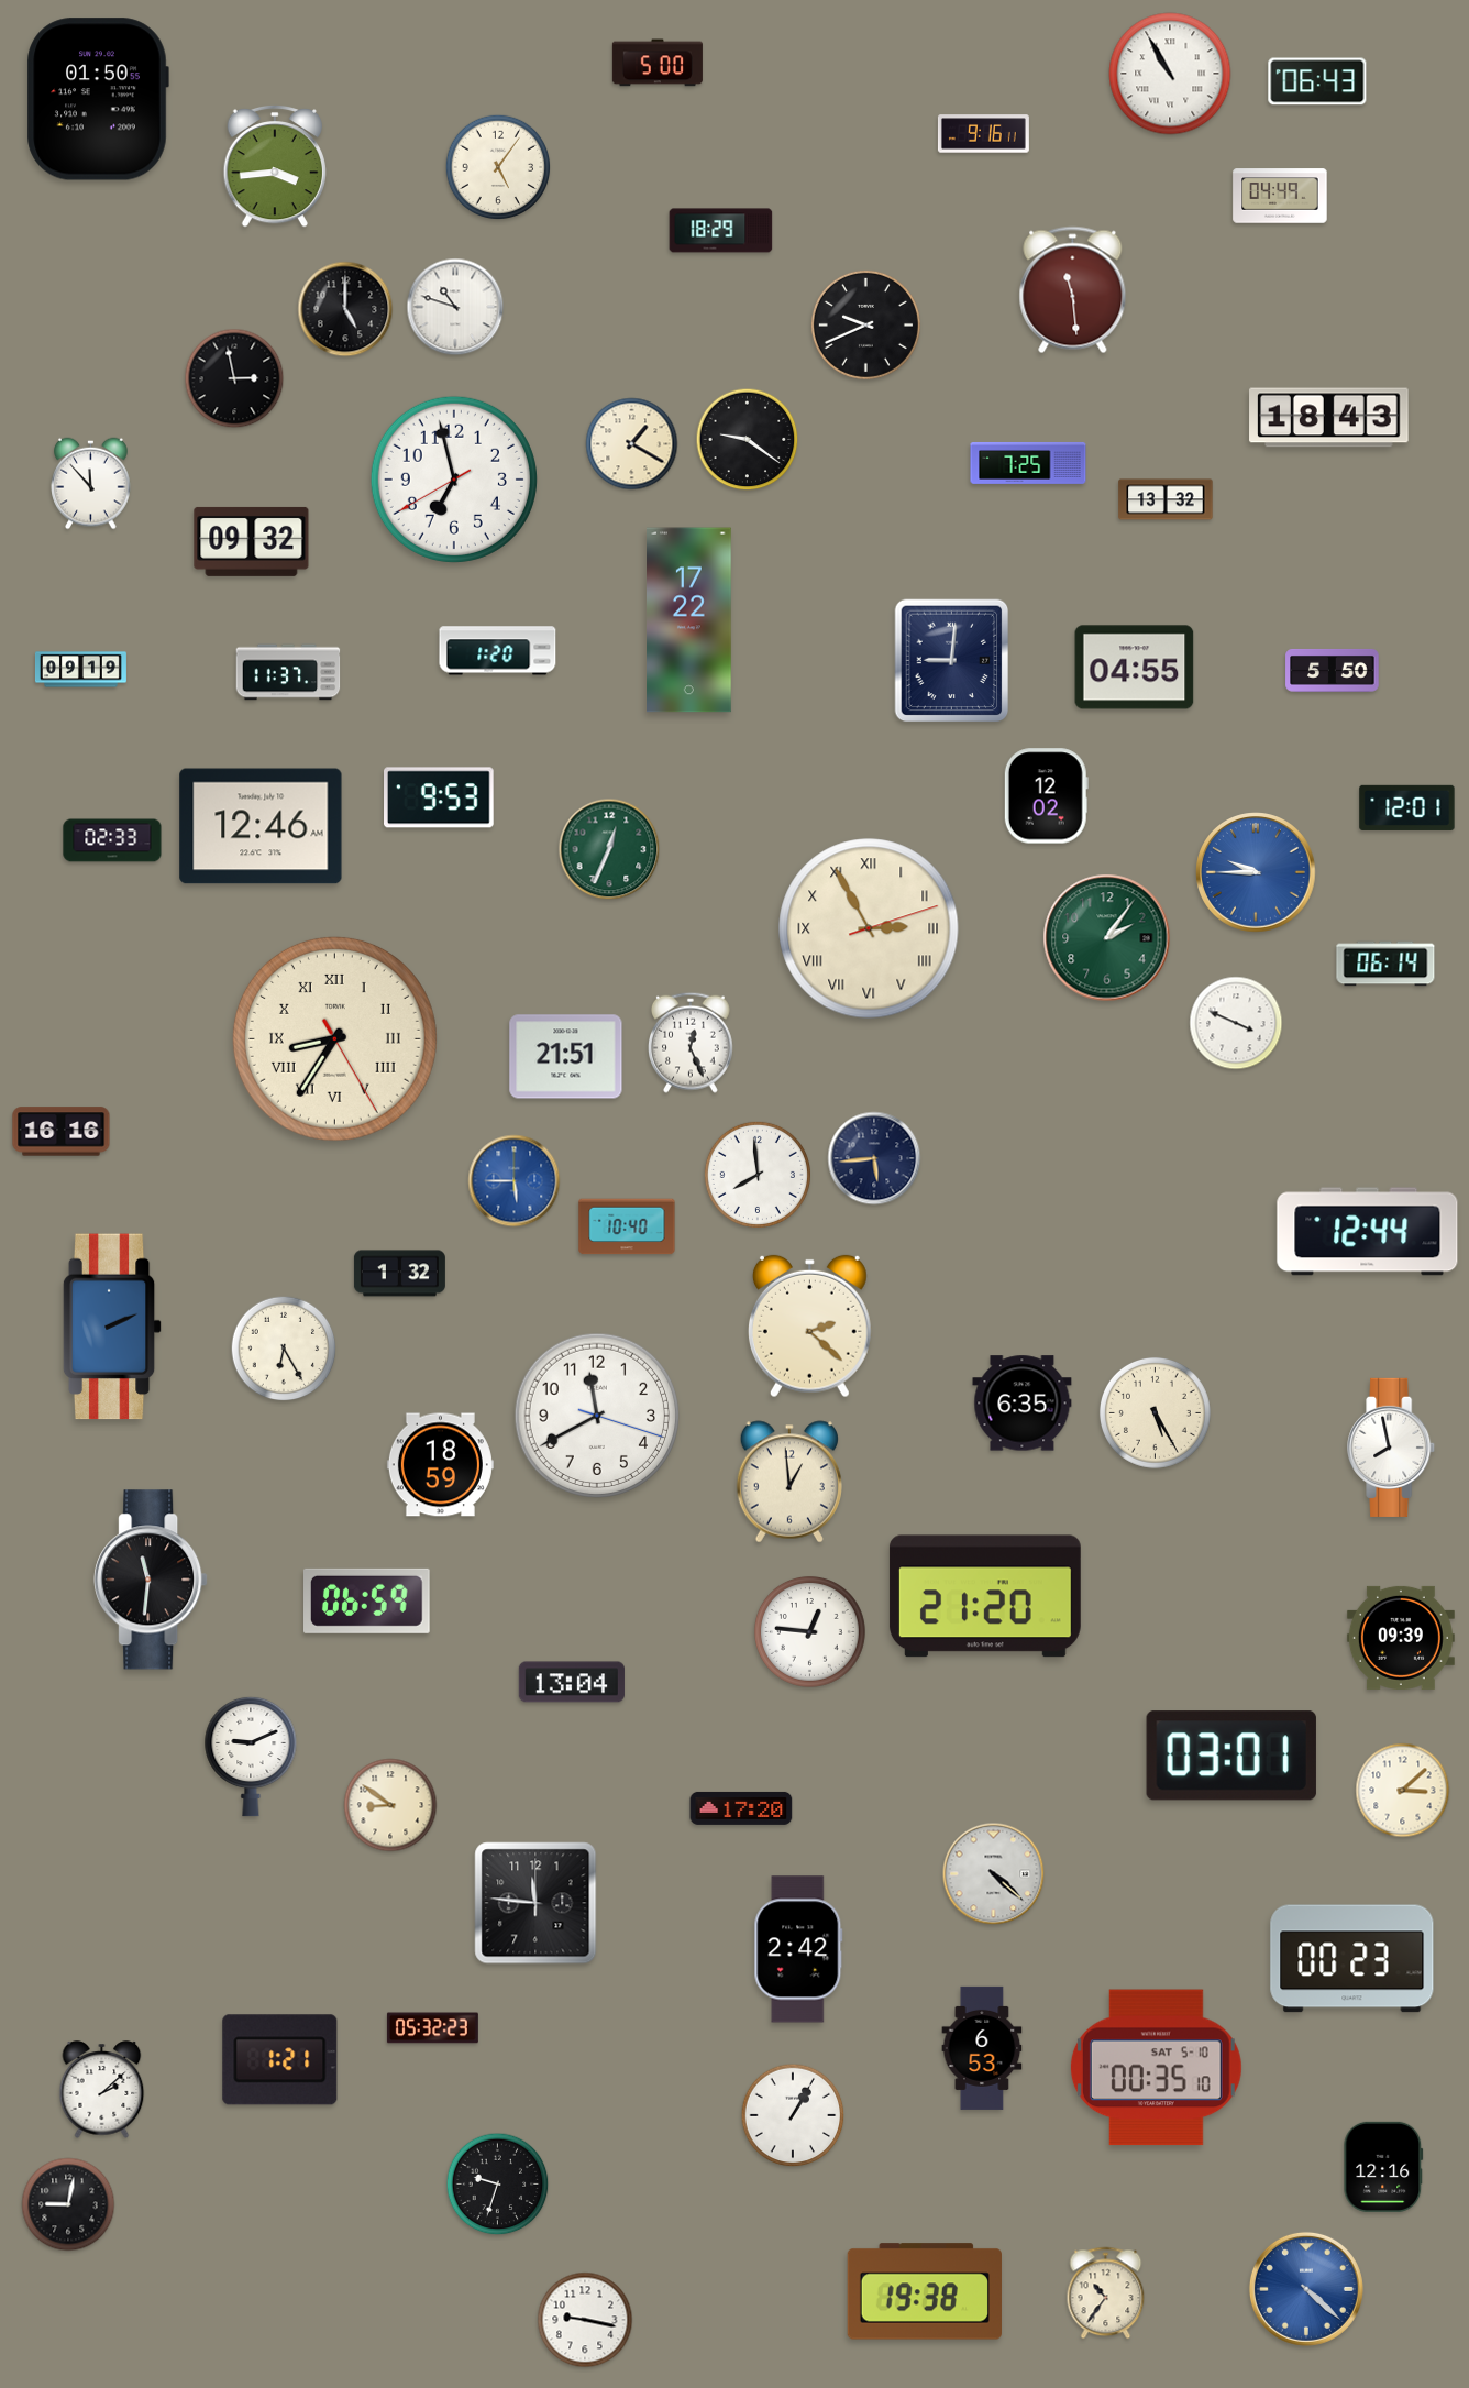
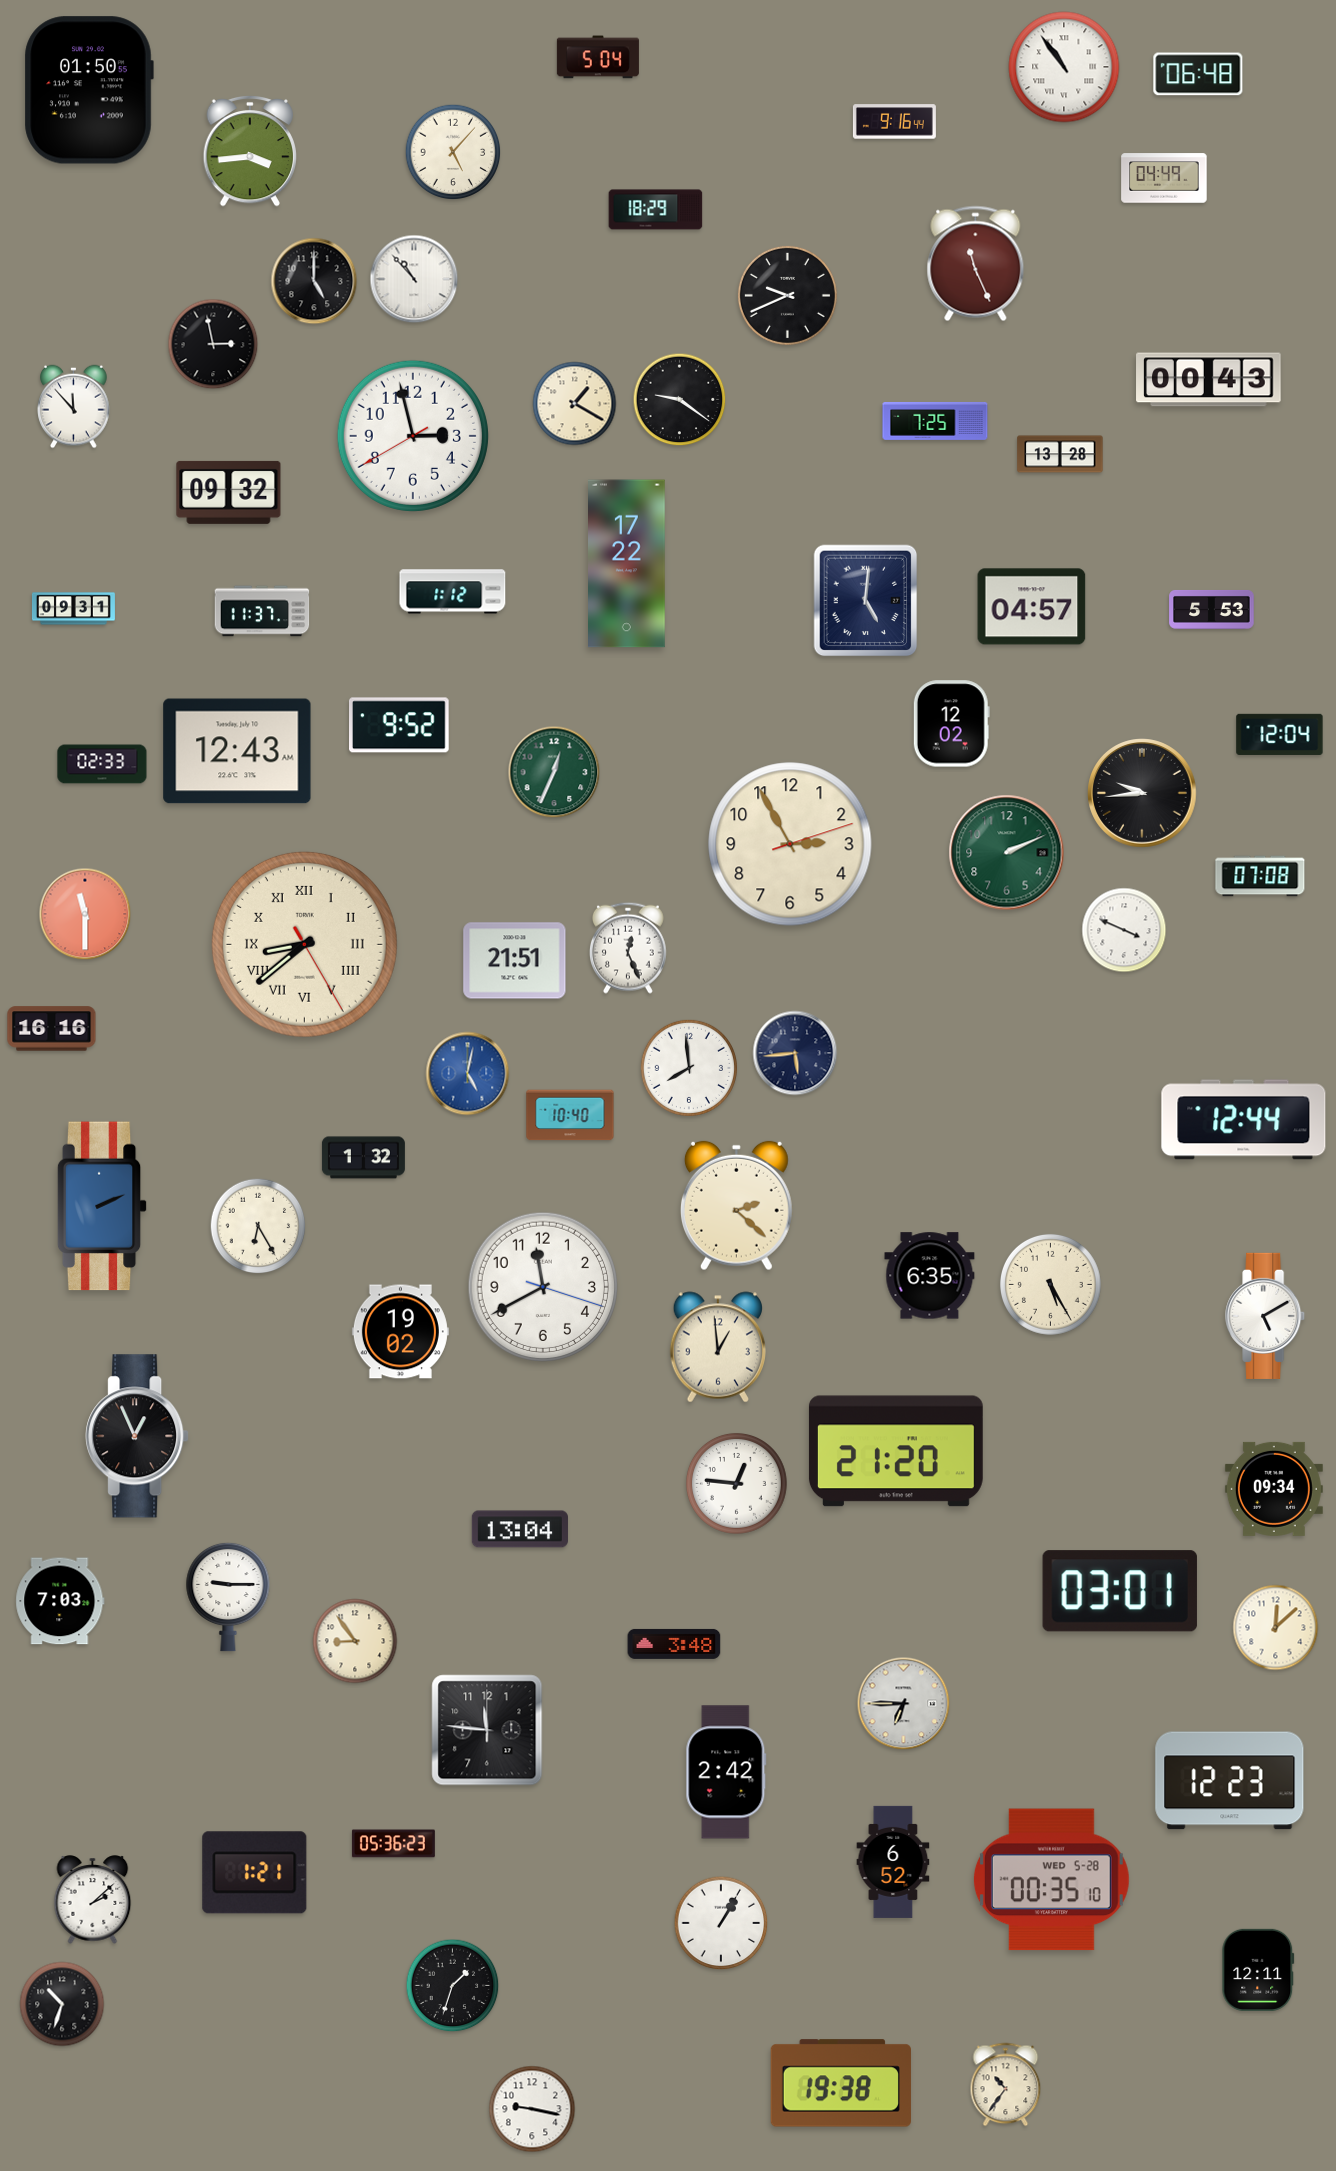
clock at (658, 63): 5:00 -> 5:04
clock at (1170, 74): 10:55 -> 10:54
clock at (1317, 81): 06:43 -> 06:48
clock at (983, 134): 9:16:11 -> 9:16:44
clock at (498, 167): 5:06 -> 5:07
clock at (1073, 290): 11:29 -> 11:26
clock at (455, 307): 10:48 -> 10:53
clock at (1329, 418): 18:43 -> 00:43
clock at (454, 480): 6:57 -> 2:57
clock at (91, 484) position: (91, 484) -> (74, 407)
clock at (1166, 499): 13:32 -> 13:28
clock at (498, 651): 1:20 -> 1:12
clock at (952, 661): 9:01 -> 5:01
clock at (1135, 668): 04:55 -> 04:57
clock at (80, 670): 09:19 -> 09:31
clock at (1333, 670): 5:50 -> 5:53
clock at (440, 797): 9:53 -> 9:52
clock at (1407, 807): 12:01 -> 12:04
clock at (261, 826): 12:46 -> 12:43
clock at (1256, 872): 9:45 -> 9:44
clock at (1256, 872) dial: blue -> black
clock at (869, 928) numerals: Roman -> Arabic
clock at (1107, 938): 2:06 -> 2:11
clock at (1385, 964): 06:14 -> 07:08
clock at (85, 914): none -> 11:30
clock at (334, 1038): 8:35 -> 8:38
clock at (62, 1132) position: (62, 1132) -> (52, 1029)
clock at (515, 1181): 5:45 -> 5:02
clock at (1392, 1448): 7:58 -> 5:10
clock at (440, 1465): 18:59 -> 19:02
clock at (151, 1580): 11:31 -> 12:56
clock at (367, 1600): 06:59 -> none
clock at (1401, 1638): 09:39 -> 09:34
clock at (1231, 1756) position: (1231, 1756) -> (1120, 1591)
clock at (251, 1757): 9:11 -> 9:15
clock at (60, 1601): none -> 7:03
clock at (1403, 1791): 3:08 -> 12:08
clock at (390, 1805): 8:51 -> 8:54
clock at (741, 1808): 17:20 -> 3:48
clock at (994, 1874): 4:22 -> 6:45
clock at (1352, 1959): 00:23 -> 12:23
clock at (432, 2028): 05:32 -> 05:36
clock at (982, 2048): 6:53 -> 6:52
clock at (1156, 2068) date: SAT 5-10 -> WED 5-28
clock at (1383, 2167): 12:16 -> 12:11
clock at (498, 2185): 9:33 -> 1:33
clock at (68, 2204): 9:02 -> 10:33
clock at (1306, 2289): 4:22 -> none
